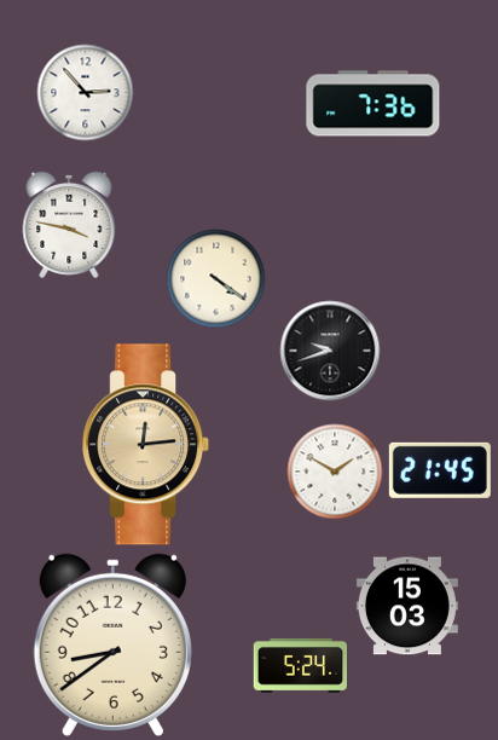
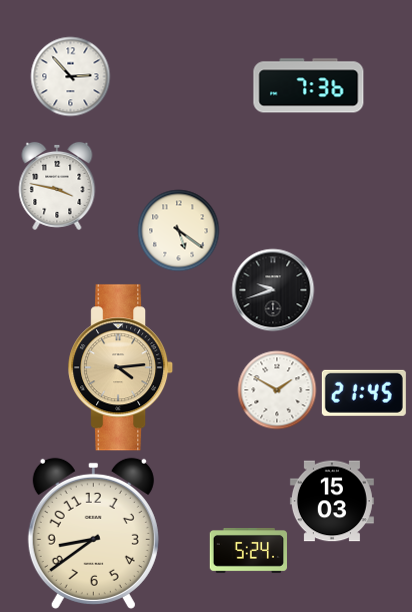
clock at (215, 278): 4:21 -> 5:21
clock at (146, 445): 12:14 -> 4:14
clock at (440, 470) position: (440, 470) -> (364, 393)
clock at (407, 606) position: (407, 606) -> (332, 501)
